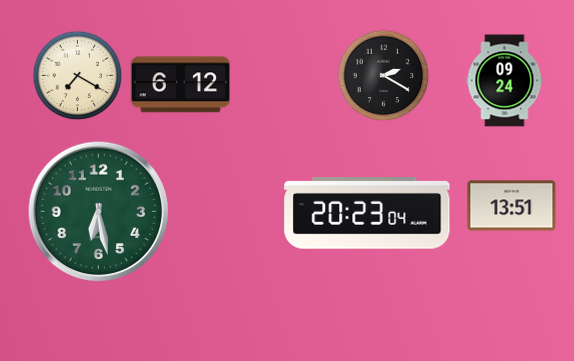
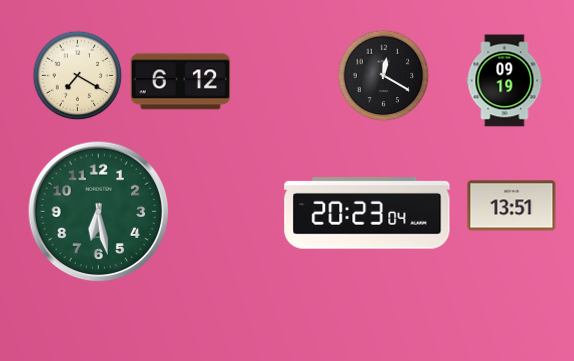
clock at (383, 75): 2:20 -> 12:20
clock at (505, 81): 09:24 -> 09:19
clock at (181, 85) position: (181, 85) -> (181, 82)
